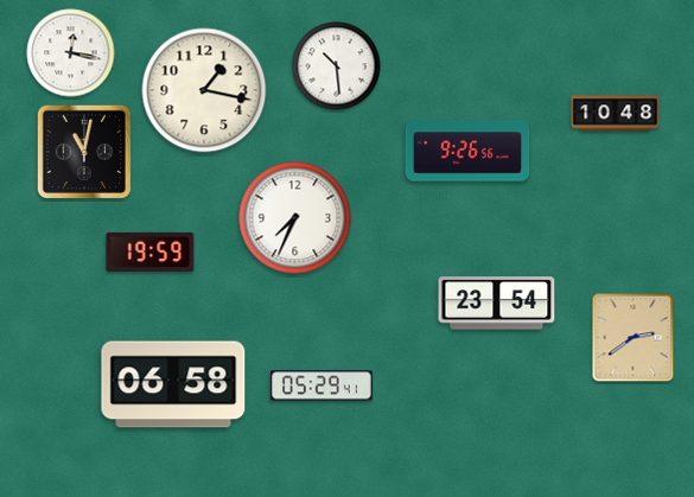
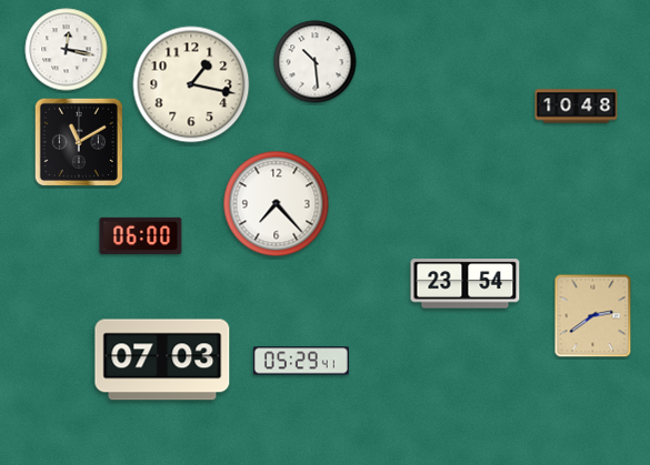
clock at (83, 151): 11:02 -> 11:10
clock at (467, 151): 9:26 -> none
clock at (295, 218): 7:34 -> 7:23
clock at (151, 251): 19:59 -> 06:00
clock at (173, 384): 06:58 -> 07:03
